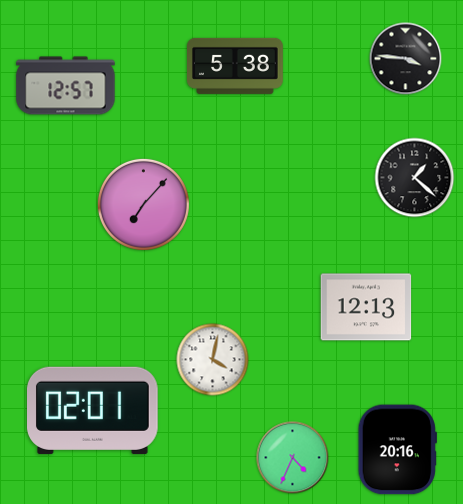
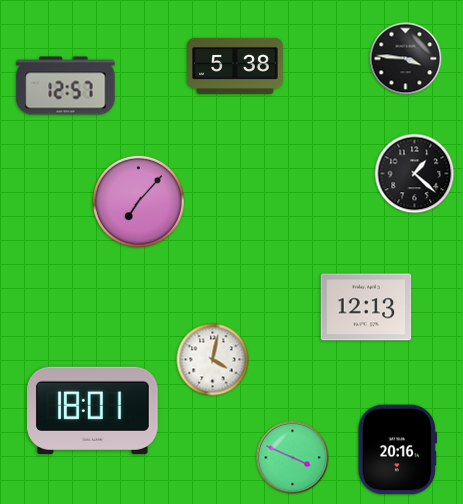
clock at (415, 178) position: (415, 178) -> (415, 174)
clock at (143, 204) position: (143, 204) -> (138, 201)
clock at (93, 410): 02:01 -> 18:01
clock at (293, 458): 4:34 -> 3:49
